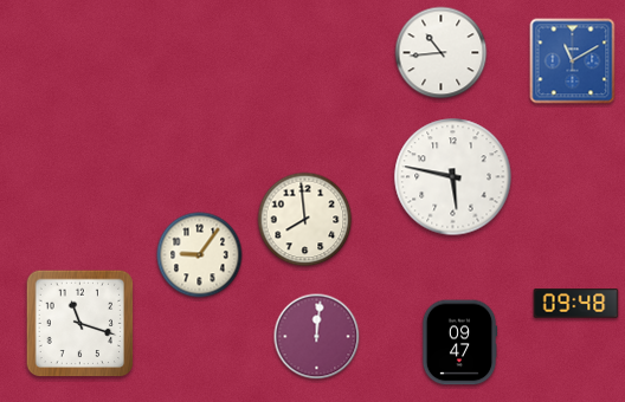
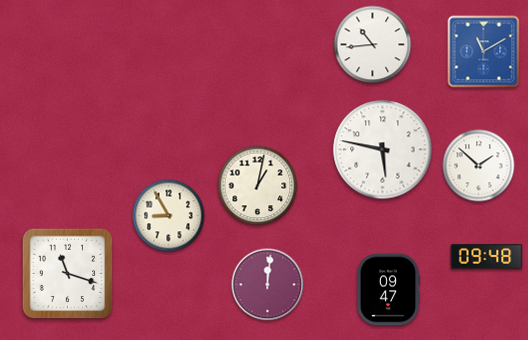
clock at (479, 166): none -> 1:52
clock at (305, 220): 7:59 -> 1:02
clock at (200, 255): 9:06 -> 8:55
